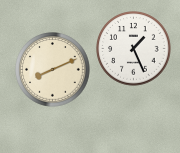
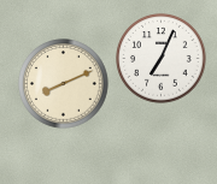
clock at (134, 49): 1:26 -> 7:04
